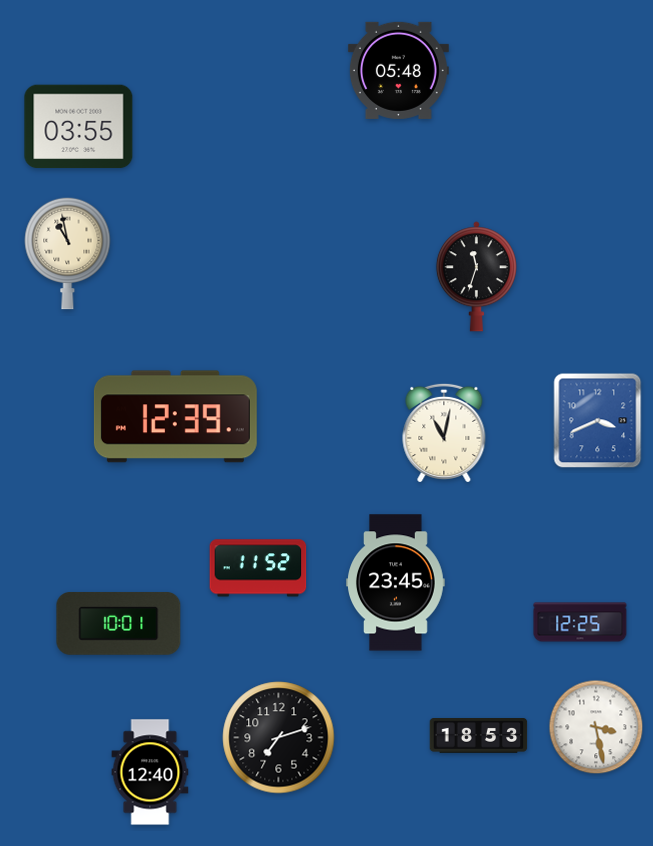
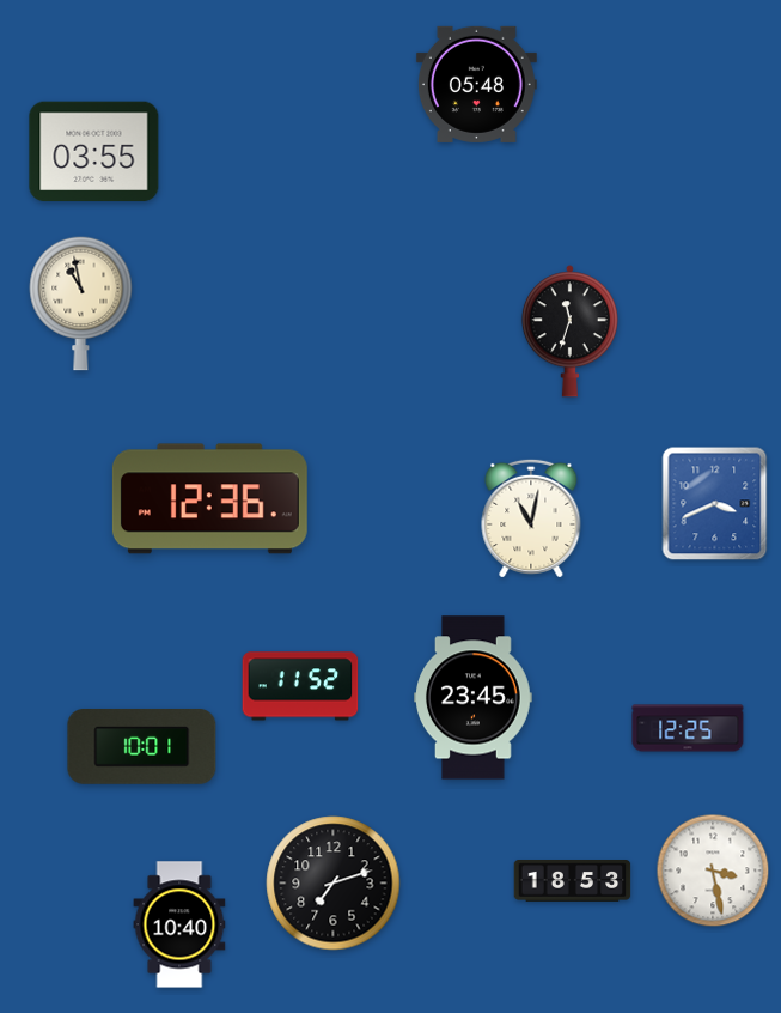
clock at (175, 417): 12:39 -> 12:36
clock at (258, 568) position: (258, 568) -> (300, 686)
clock at (580, 622) position: (580, 622) -> (688, 728)
clock at (150, 772): 12:40 -> 10:40
